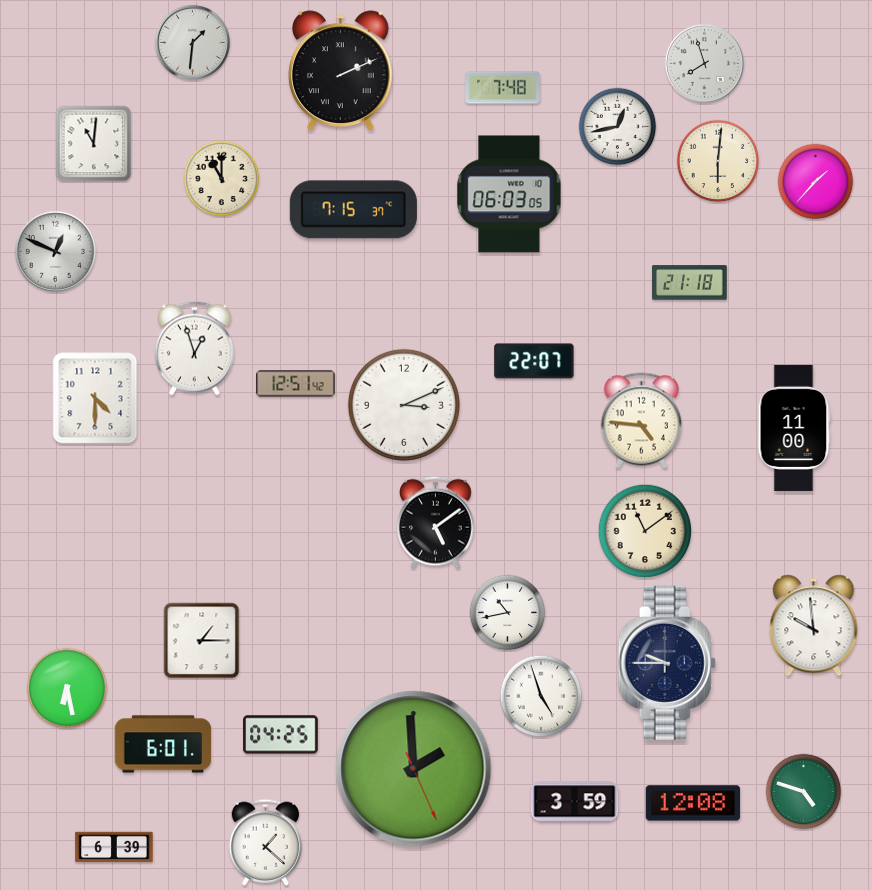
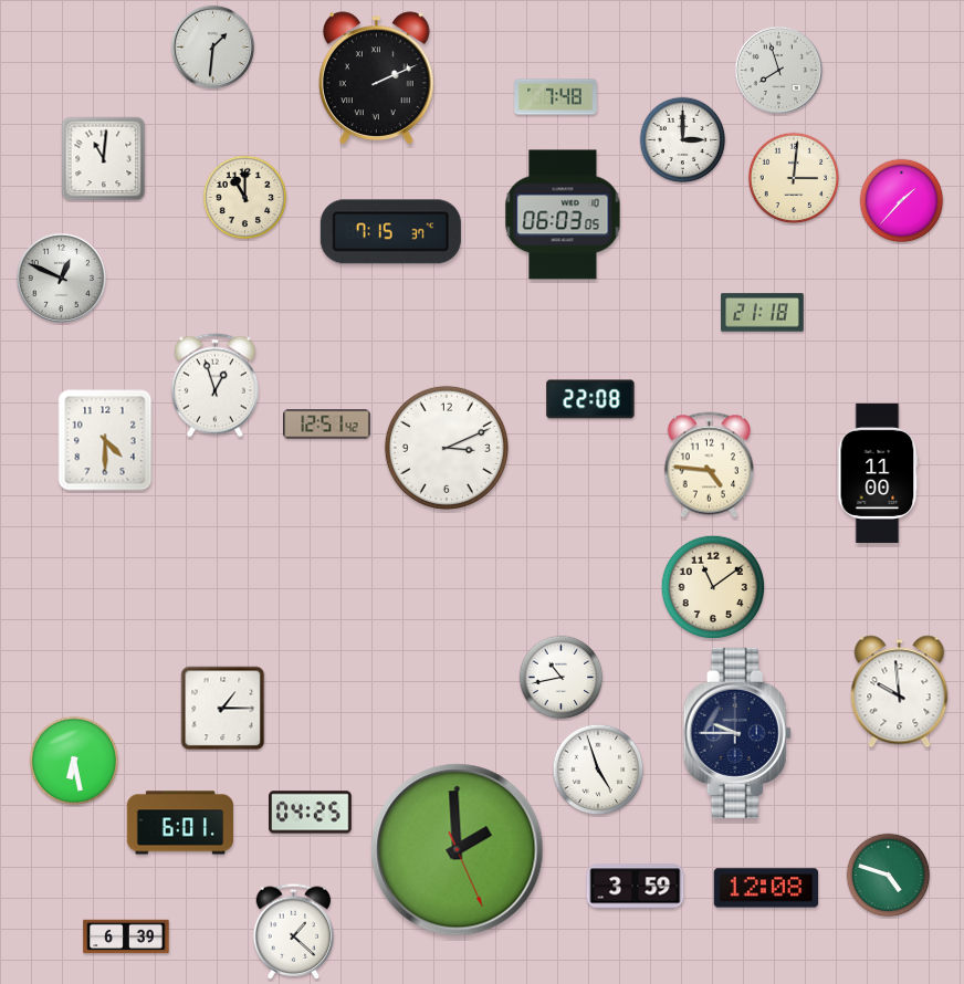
clock at (618, 127): 12:43 -> 3:00
clock at (718, 161): 6:01 -> 3:01
clock at (534, 361): 22:07 -> 22:08
clock at (436, 522): 5:09 -> none
